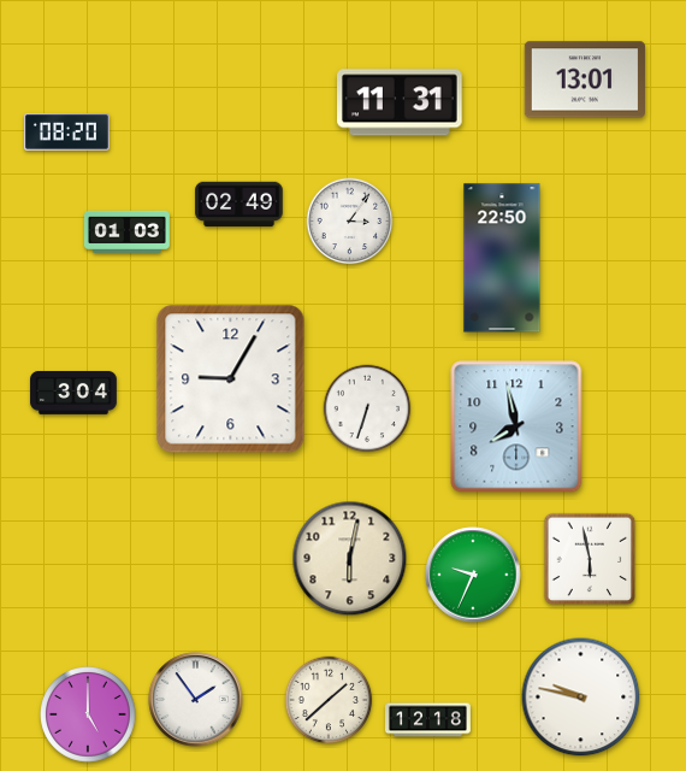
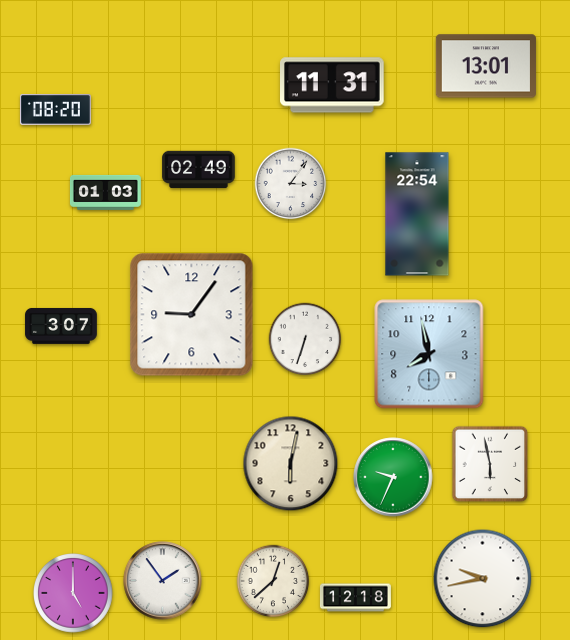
clock at (502, 258): 22:50 -> 22:54
clock at (231, 379): 9:05 -> 9:06
clock at (73, 393): 3:04 -> 3:07
clock at (581, 698): 9:47 -> 9:43
clock at (329, 700): 1:38 -> 12:38
